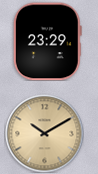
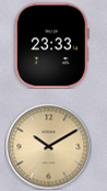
clock at (47, 41): 23:29 -> 23:33
